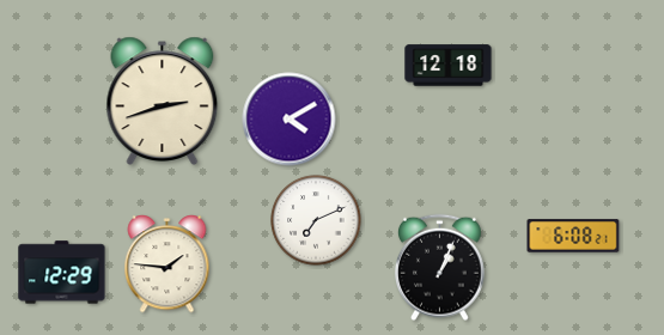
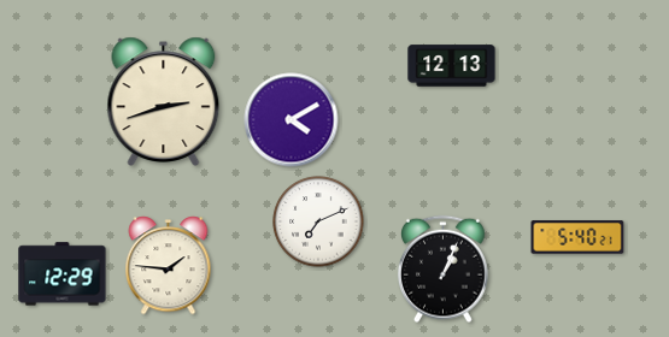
clock at (449, 66): 12:18 -> 12:13
clock at (573, 236): 6:08 -> 5:40
